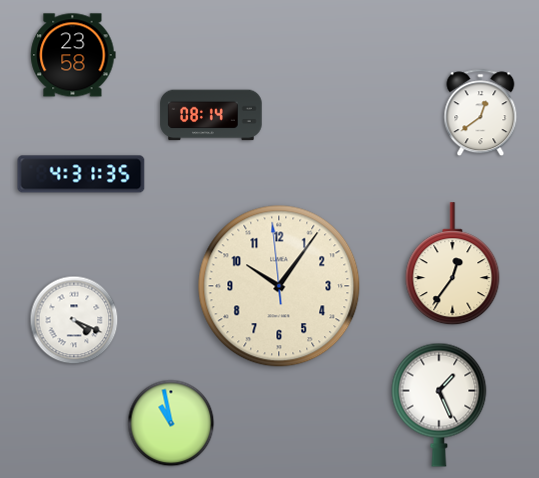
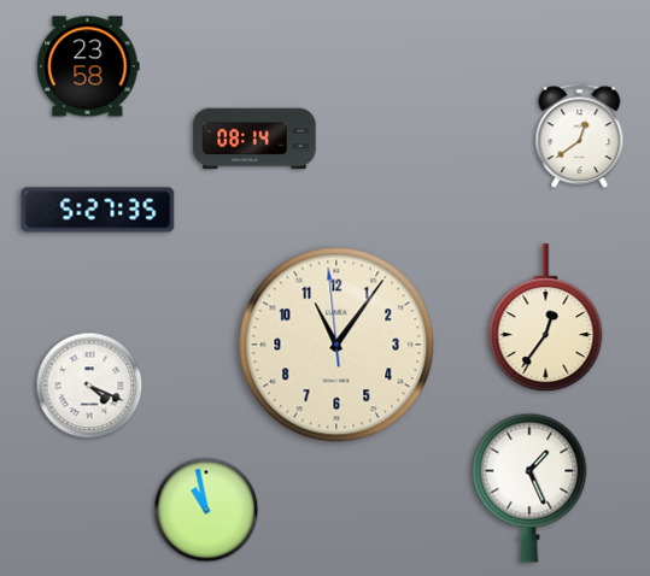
clock at (81, 174): 4:31 -> 5:27
clock at (279, 286): 10:05 -> 11:05
